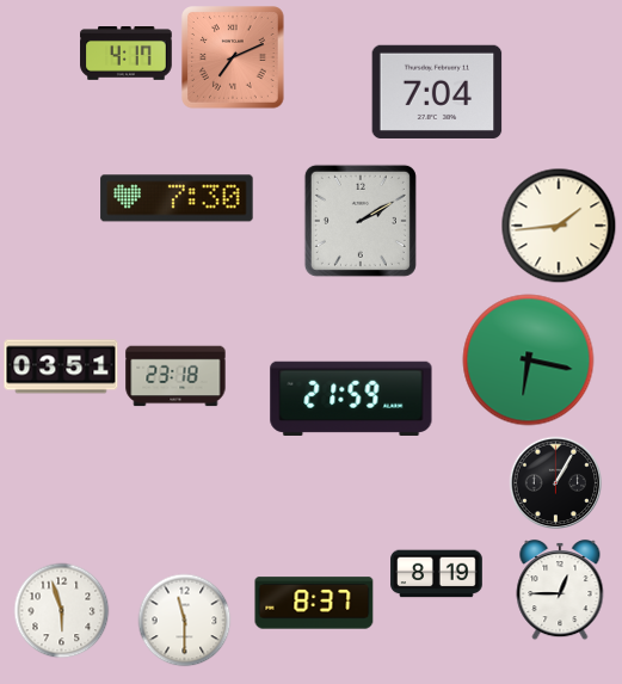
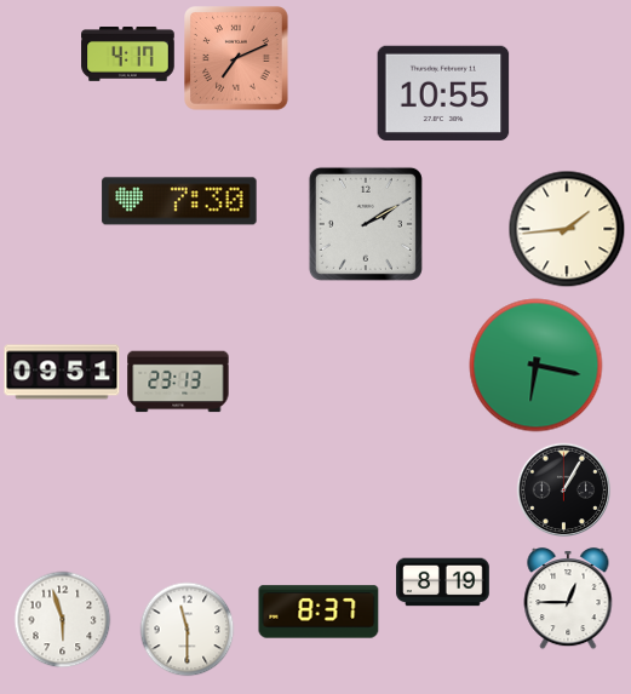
clock at (437, 91): 7:04 -> 10:55
clock at (61, 366): 03:51 -> 09:51
clock at (175, 376): 23:18 -> 23:13
clock at (351, 399): 21:59 -> none
